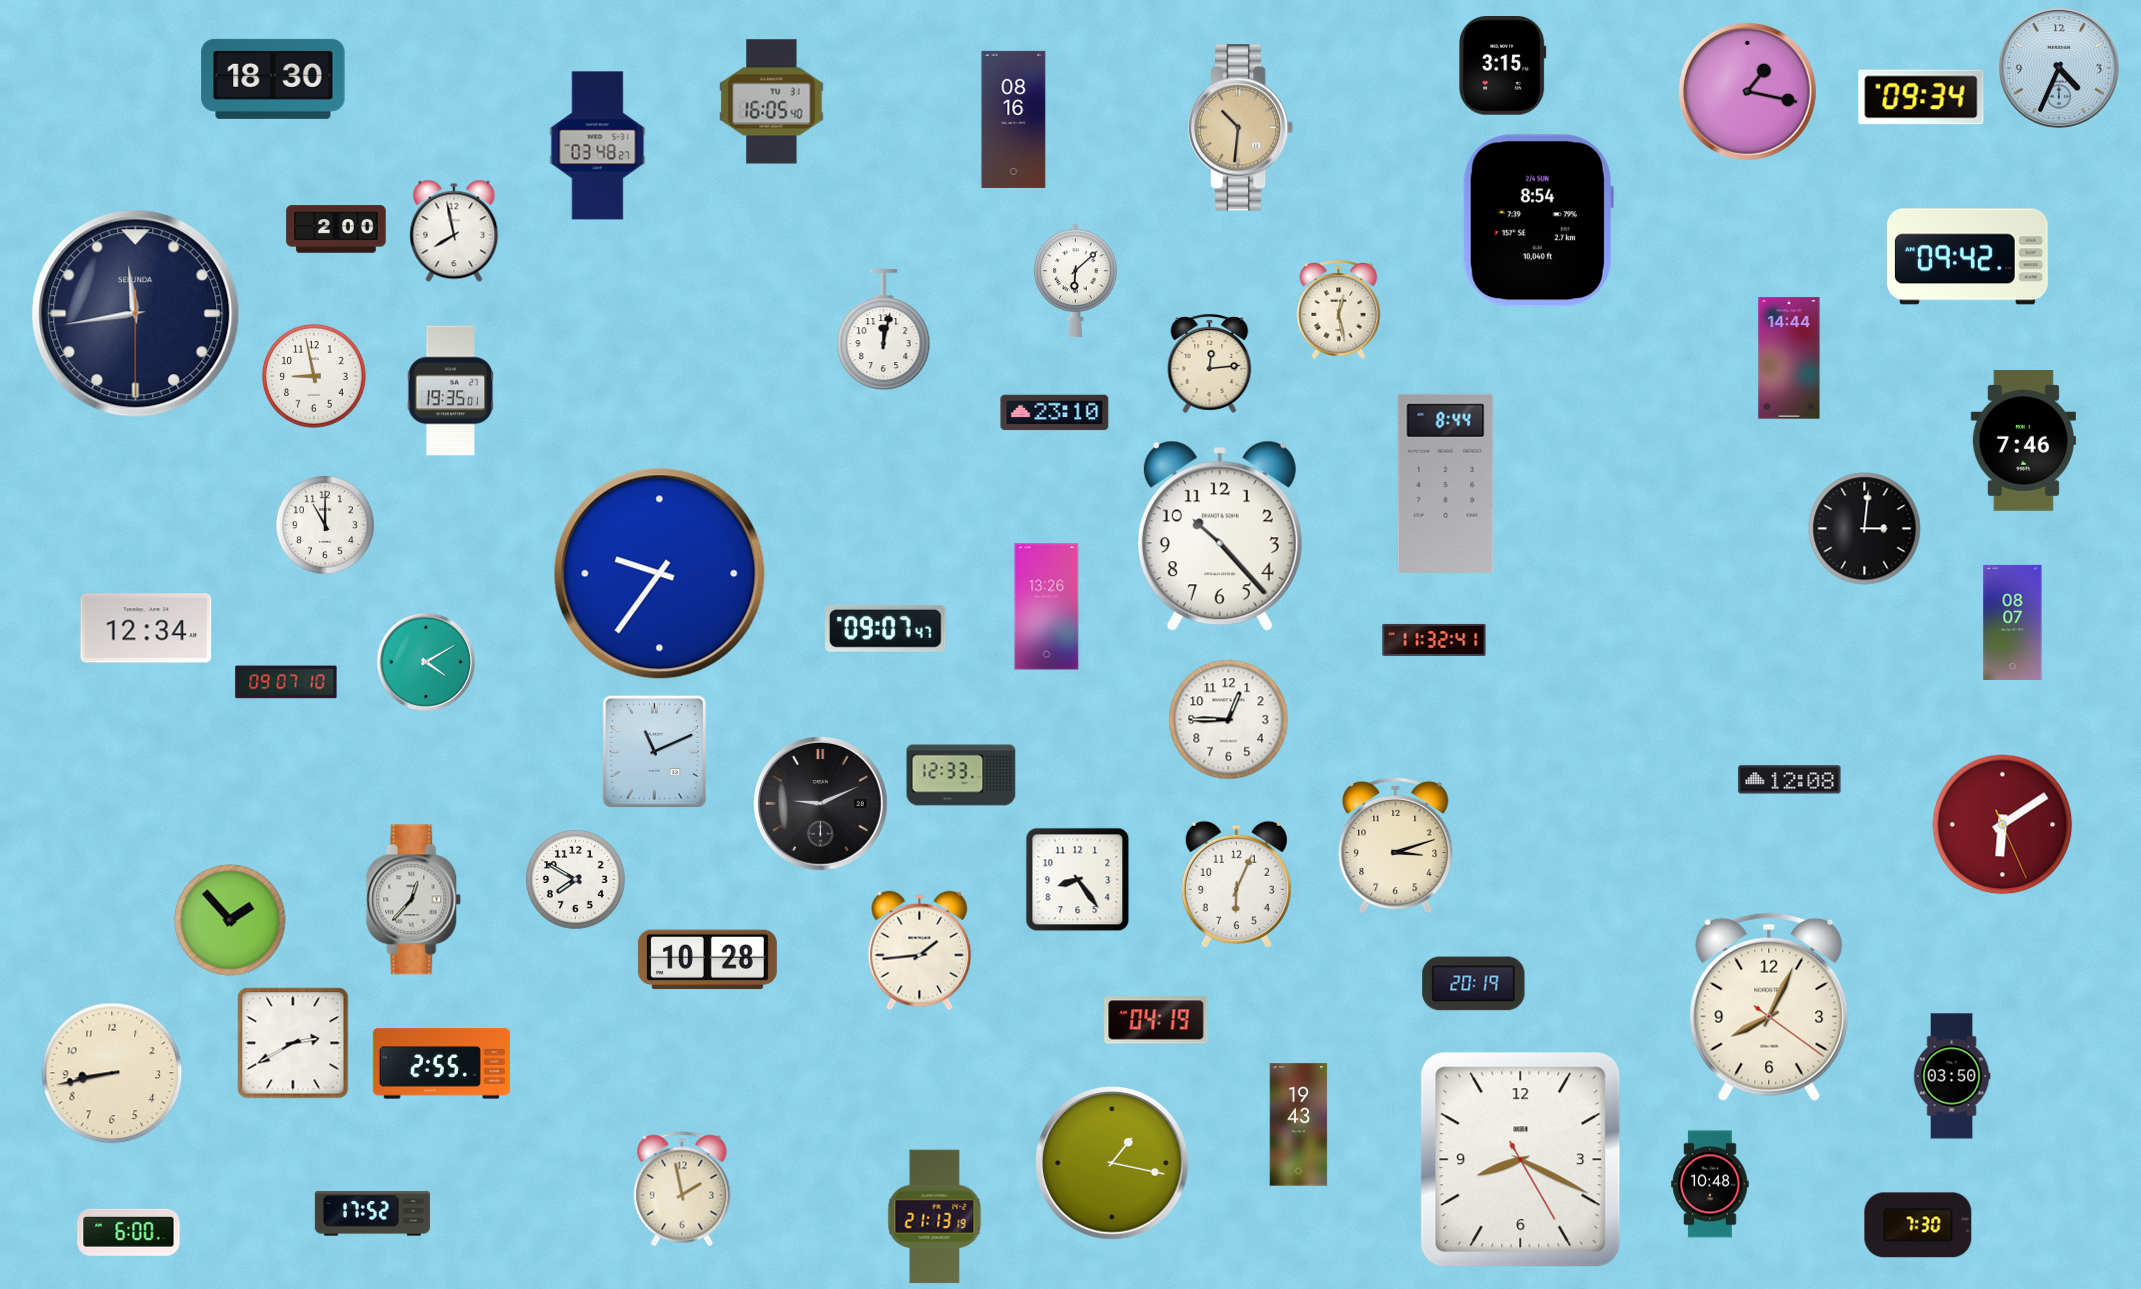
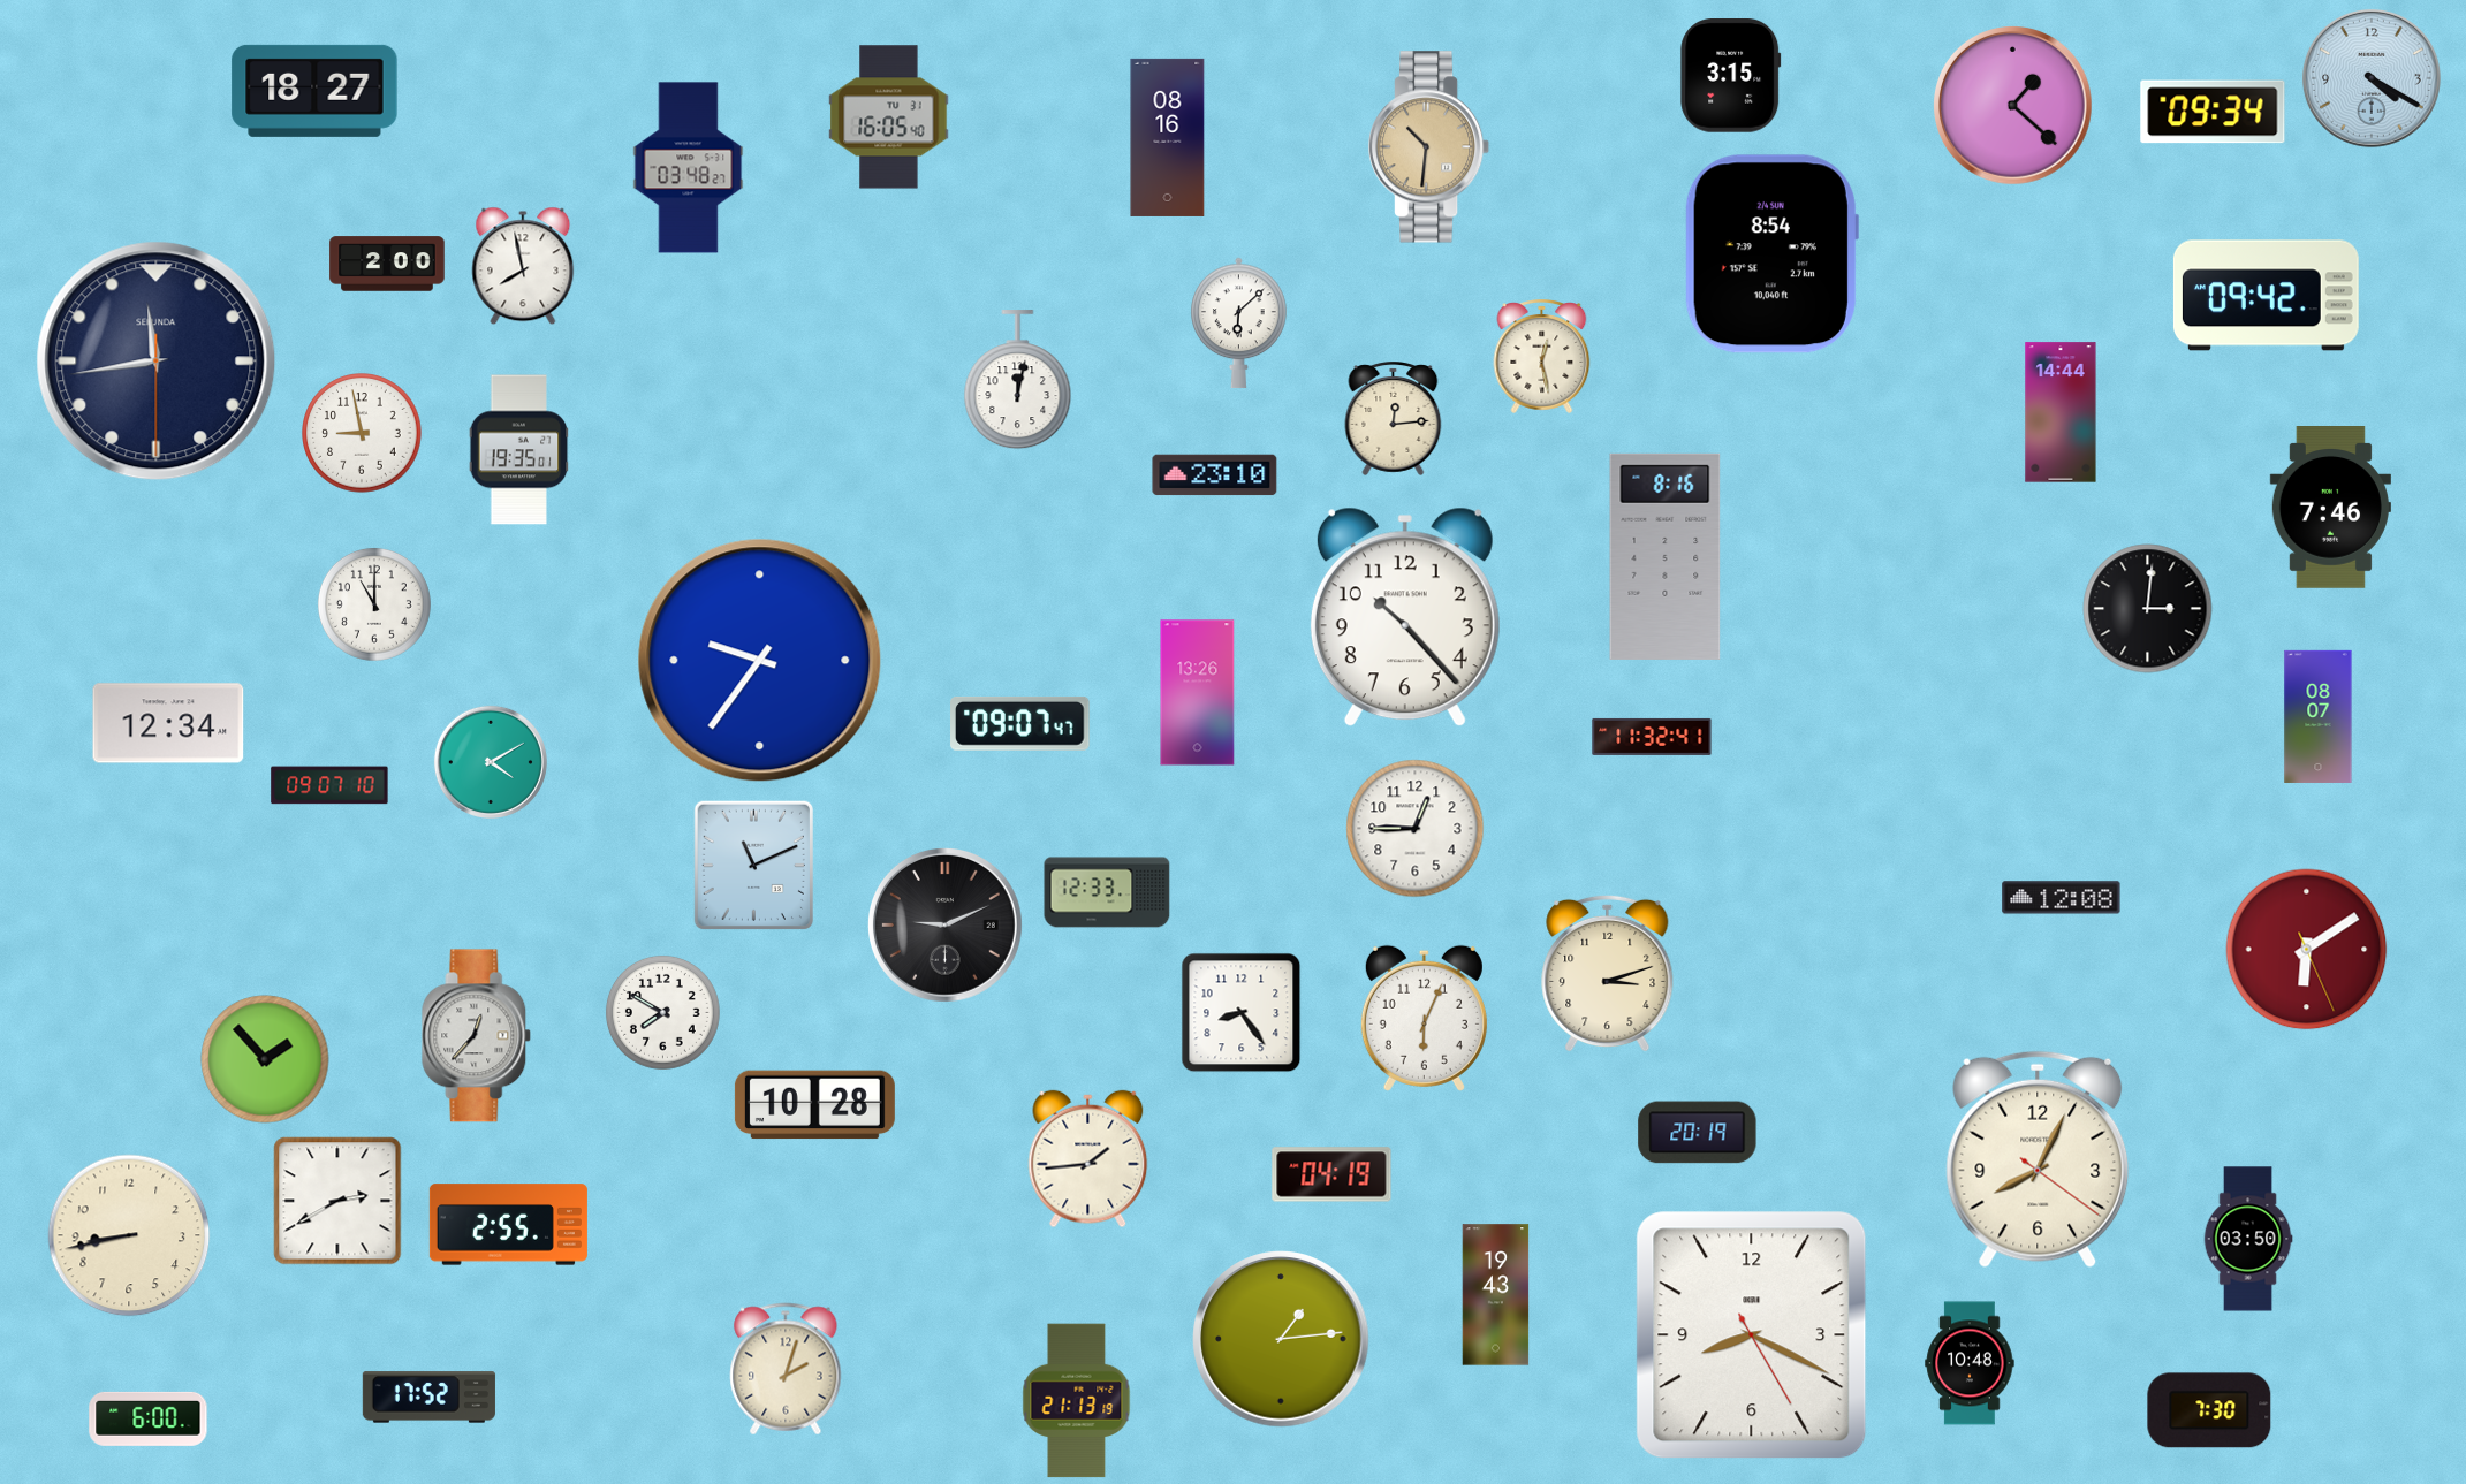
clock at (2059, 68): 4:34 -> 4:20
clock at (273, 79): 18:30 -> 18:27
clock at (1748, 92): 1:17 -> 1:22
clock at (1446, 483): 8:44 -> 8:16
clock at (1047, 607) position: (1047, 607) -> (1198, 693)
clock at (920, 951) position: (920, 951) -> (1088, 1159)
clock at (1112, 1163): 1:17 -> 1:14
clock at (682, 1189): 1:58 -> 2:03
